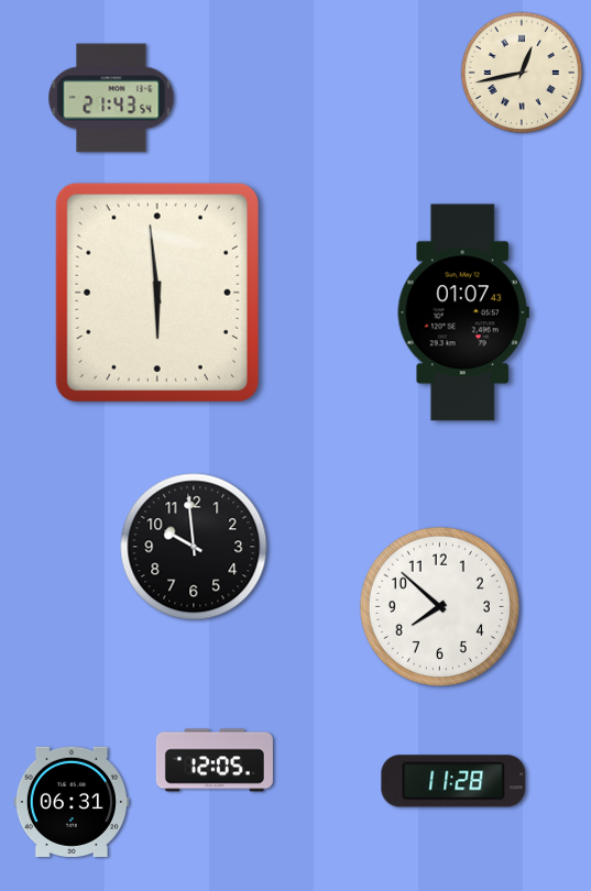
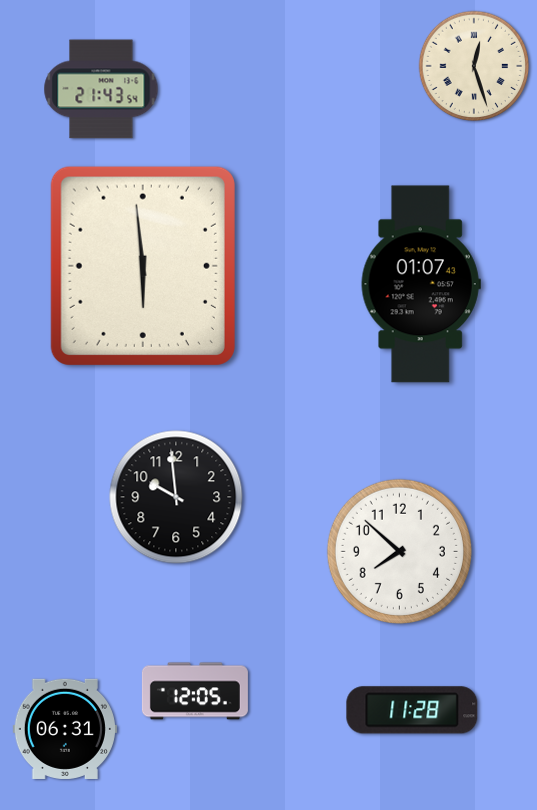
clock at (522, 73): 12:43 -> 12:27
